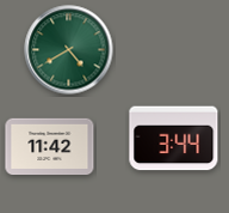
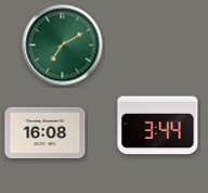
clock at (69, 50): 4:40 -> 7:10
clock at (50, 147): 11:42 -> 16:08
